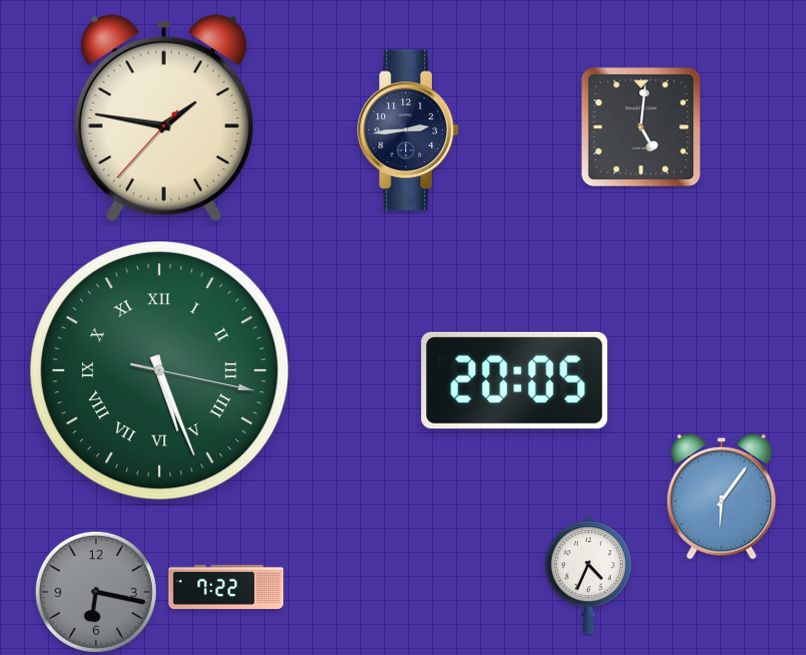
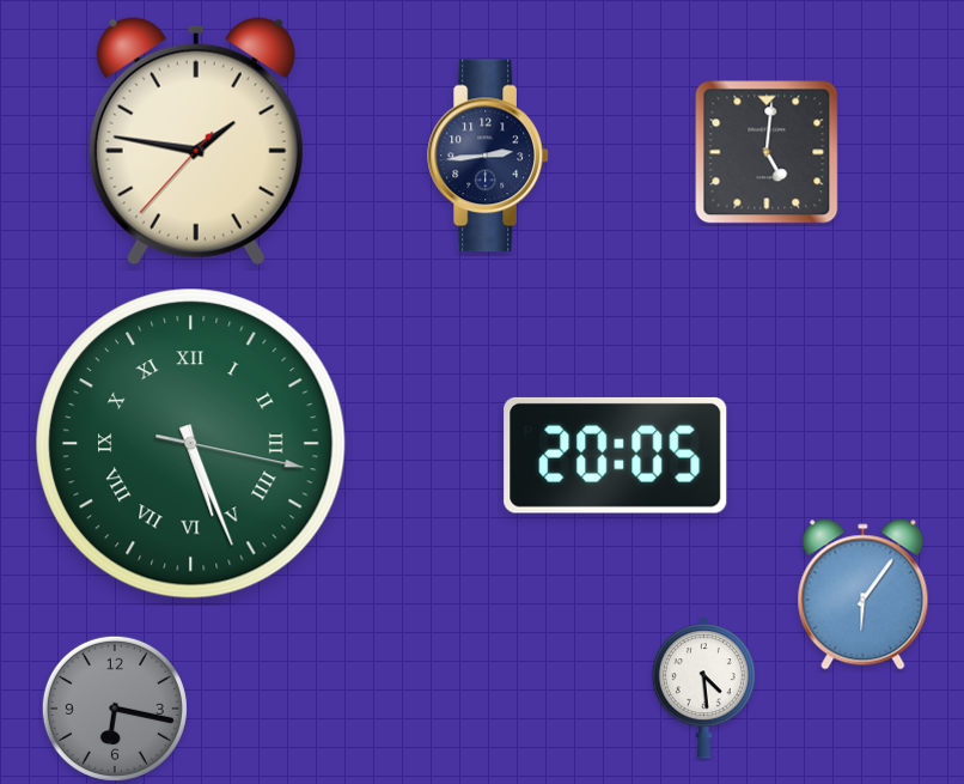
clock at (588, 575): 4:34 -> 4:29
clock at (226, 586): 7:22 -> none
